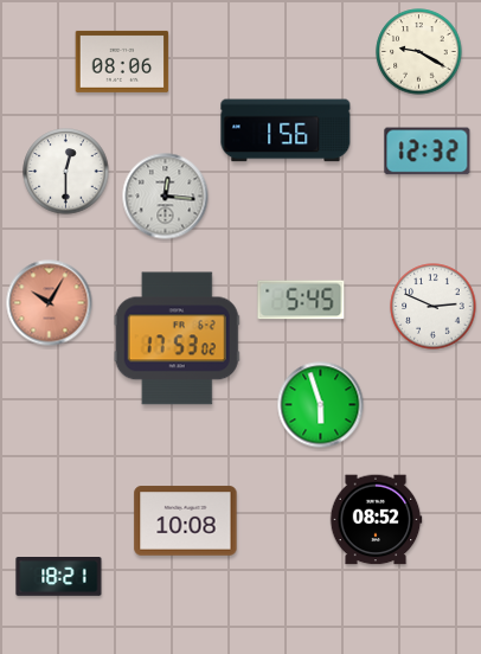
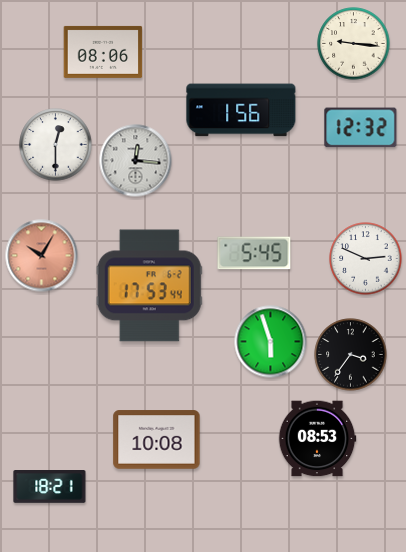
clock at (419, 52): 9:20 -> 9:16
clock at (166, 197) position: (166, 197) -> (136, 161)
clock at (177, 339): 17:53:02 -> 17:53:44
clock at (351, 355): none -> 3:36
clock at (376, 520): 08:52 -> 08:53
